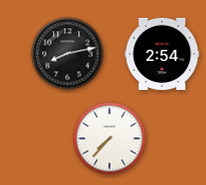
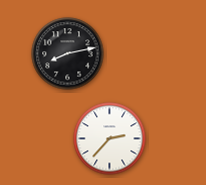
clock at (162, 54): 2:54 -> none
clock at (110, 139): 7:37 -> 2:37
